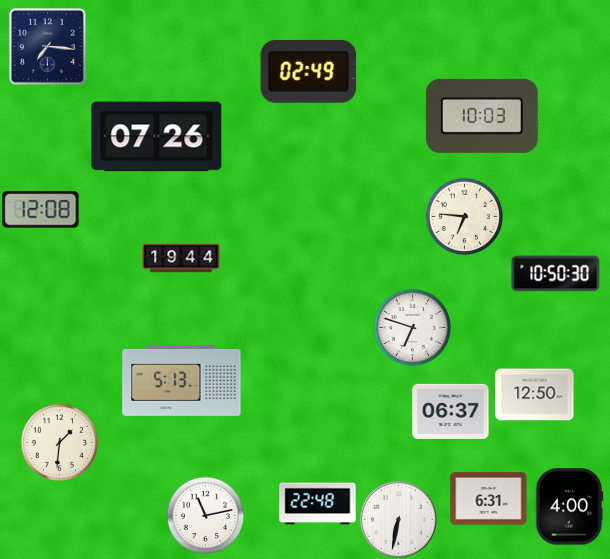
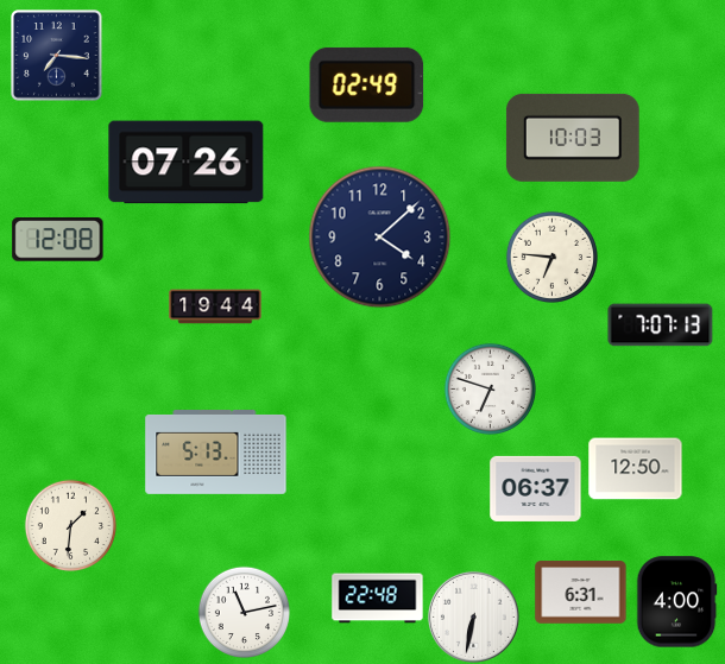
clock at (380, 238): none -> 4:08
clock at (41, 210) position: (41, 210) -> (58, 240)
clock at (556, 274): 10:50 -> 7:07
